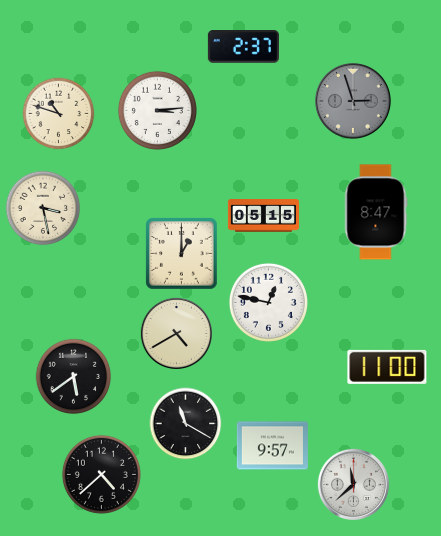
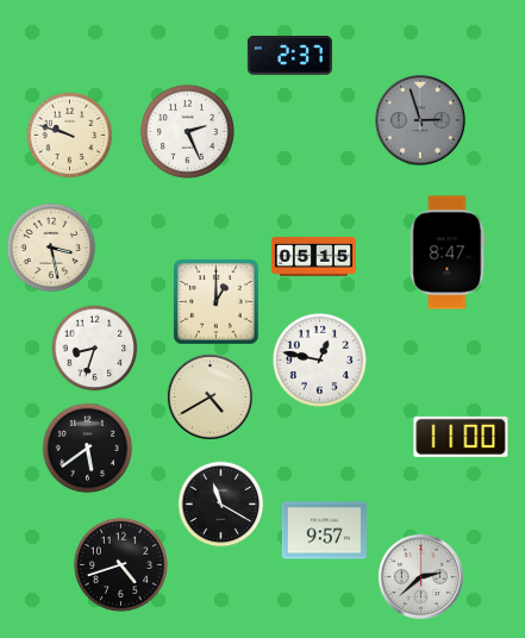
clock at (157, 110): 3:14 -> 2:26
clock at (59, 114): 10:48 -> 9:48
clock at (95, 349): none -> 8:33
clock at (101, 474): 4:38 -> 4:42
clock at (353, 484): 11:38 -> 2:38
